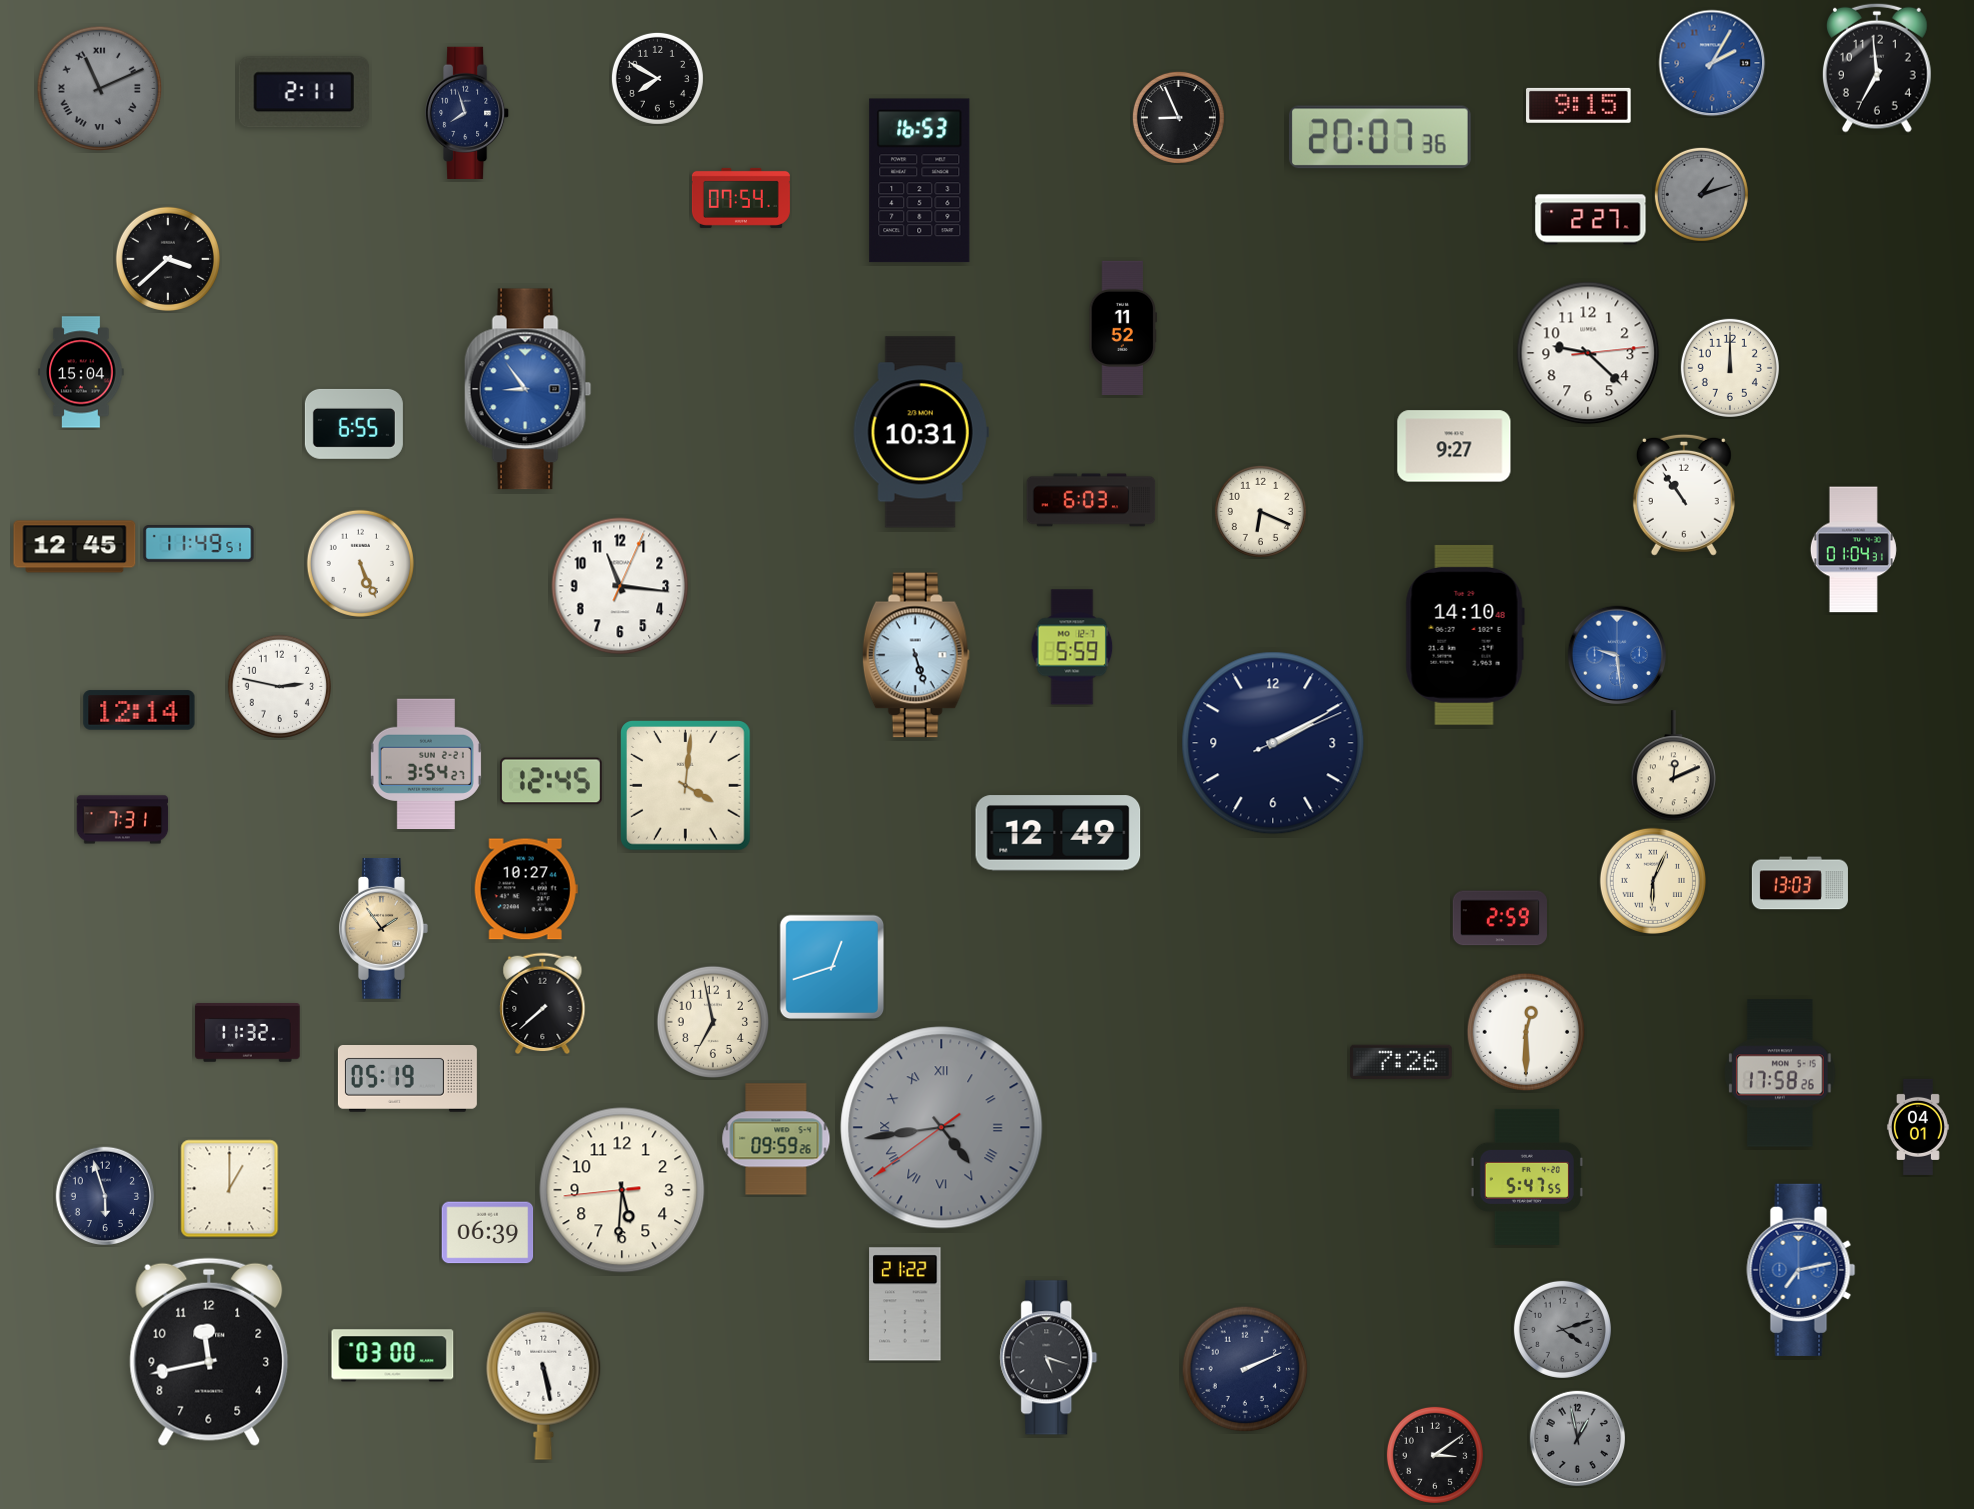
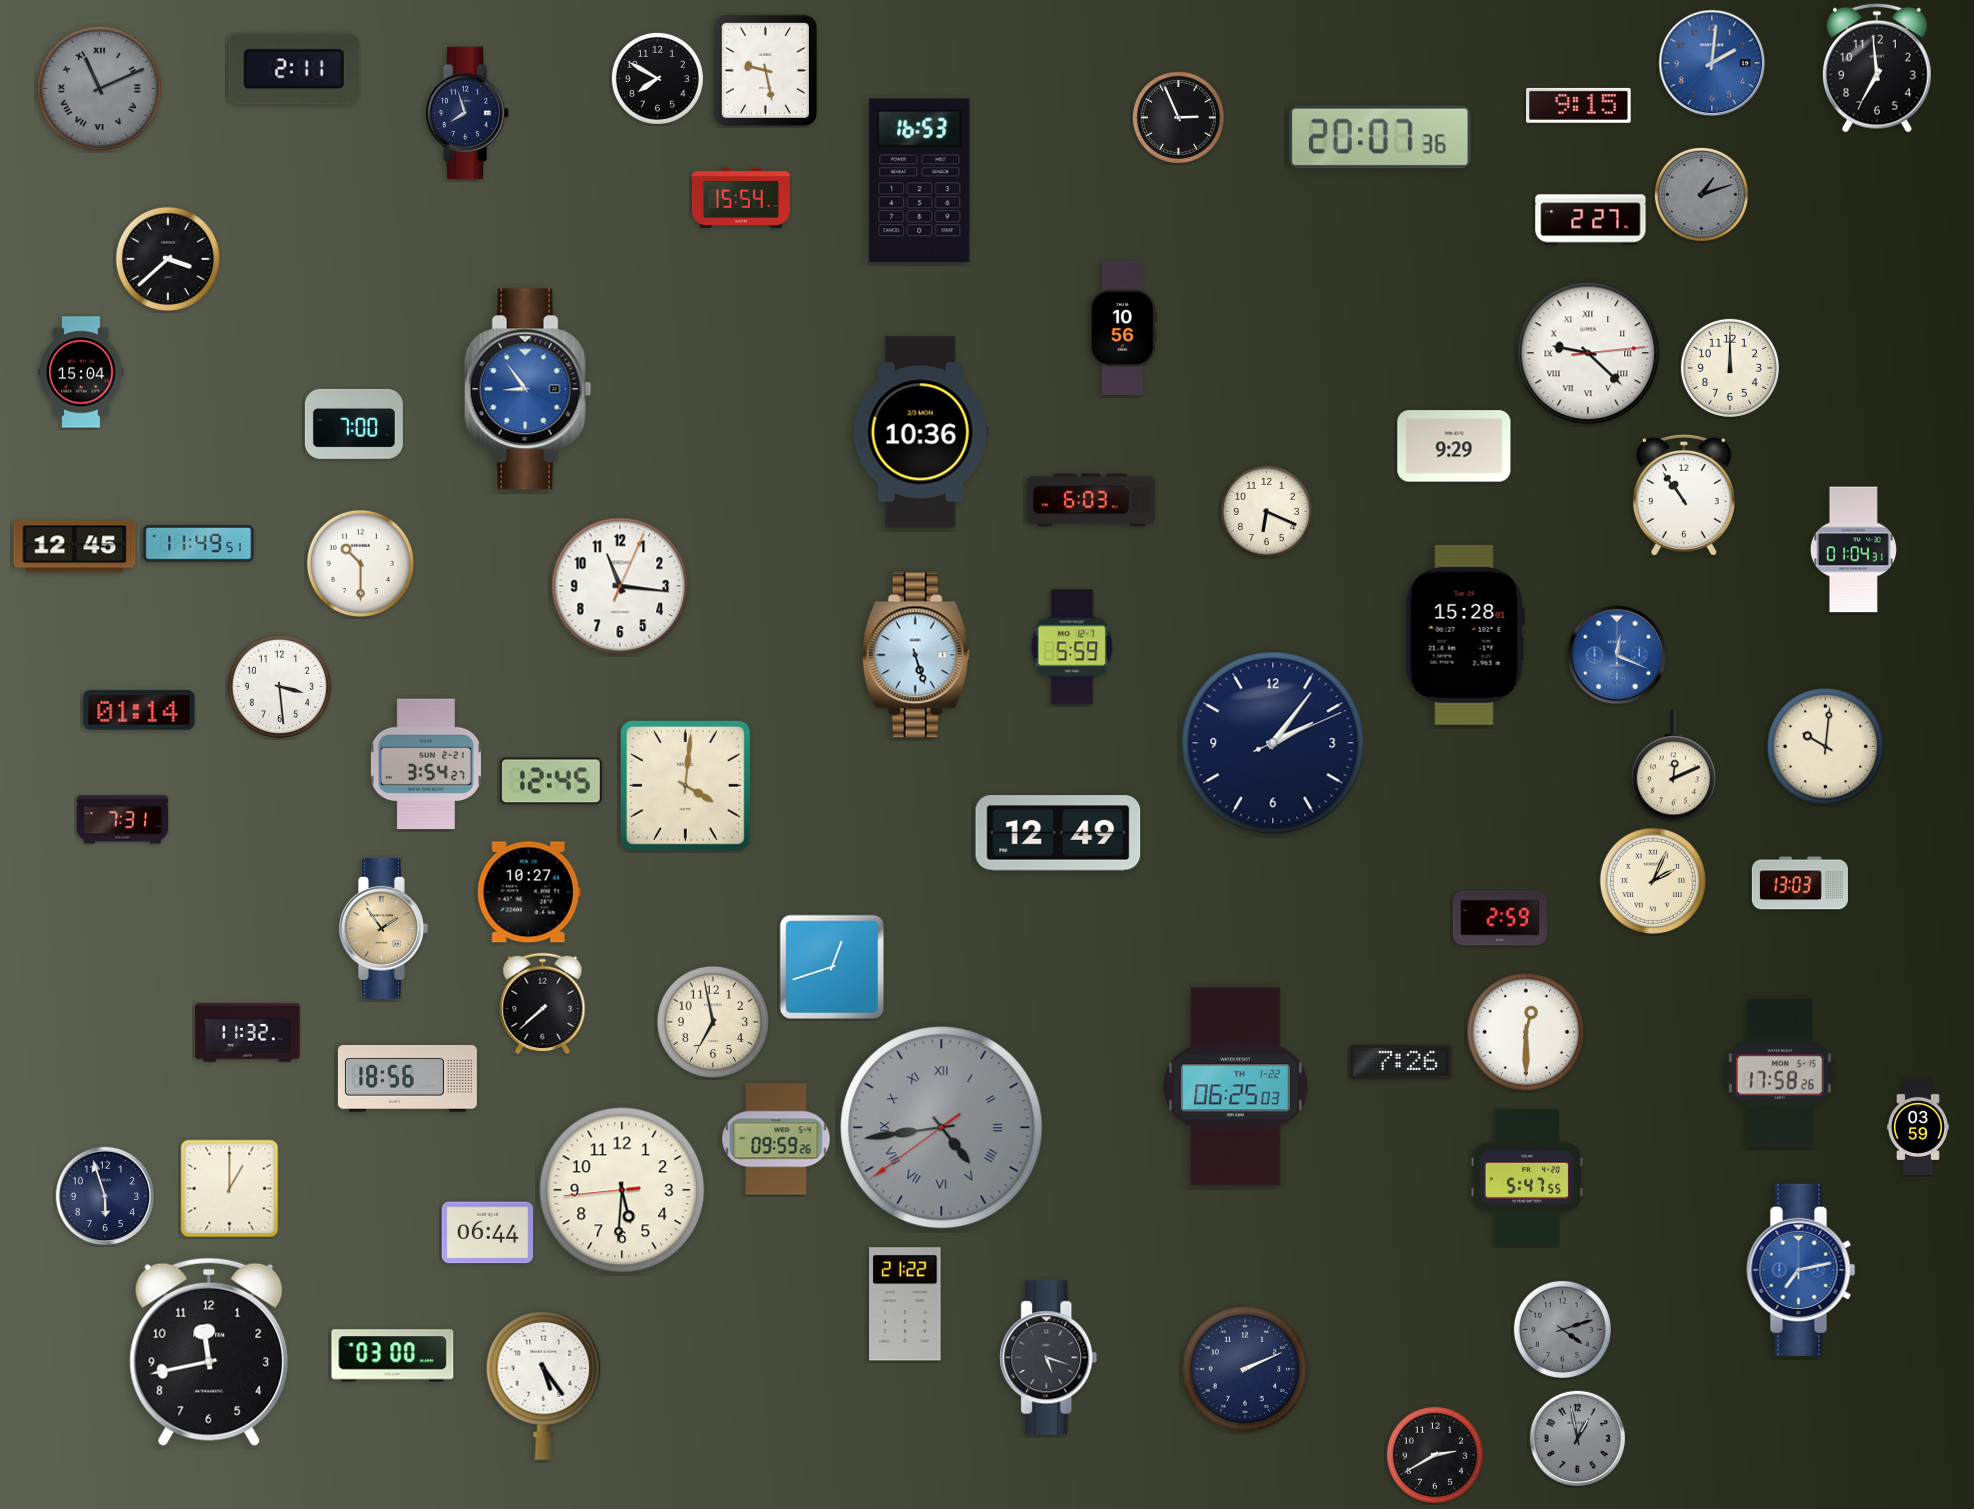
clock at (1712, 63): 2:05 -> 2:01
clock at (765, 70): none -> 9:28
clock at (304, 92) position: (304, 92) -> (294, 69)
clock at (1178, 117): 8:56 -> 2:56
clock at (741, 198): 07:54 -> 15:54
clock at (1123, 328): 11:52 -> 10:56
clock at (1588, 353) numerals: Arabic -> Roman
clock at (354, 424): 6:55 -> 7:00
clock at (921, 432): 10:31 -> 10:36
clock at (1454, 446): 9:27 -> 9:29
clock at (1260, 511) position: (1260, 511) -> (1266, 511)
clock at (360, 563): 5:26 -> 10:30
clock at (1465, 635): 14:10 -> 15:28
clock at (1617, 655): 9:29 -> 12:19
clock at (279, 686): 2:47 -> 3:29
clock at (139, 710): 12:14 -> 01:14
clock at (1273, 743): 2:10 -> 2:06
clock at (1826, 747): none -> 10:01
clock at (1653, 881): 6:04 -> 2:04
clock at (526, 889) position: (526, 889) -> (529, 892)
clock at (407, 1079): 05:19 -> 18:56
clock at (1236, 1087): none -> 06:25
clock at (1918, 1127): 04:01 -> 03:59
clock at (488, 1233): 06:39 -> 06:44
clock at (544, 1385): 5:28 -> 5:24
clock at (1435, 1455): 3:09 -> 2:40
